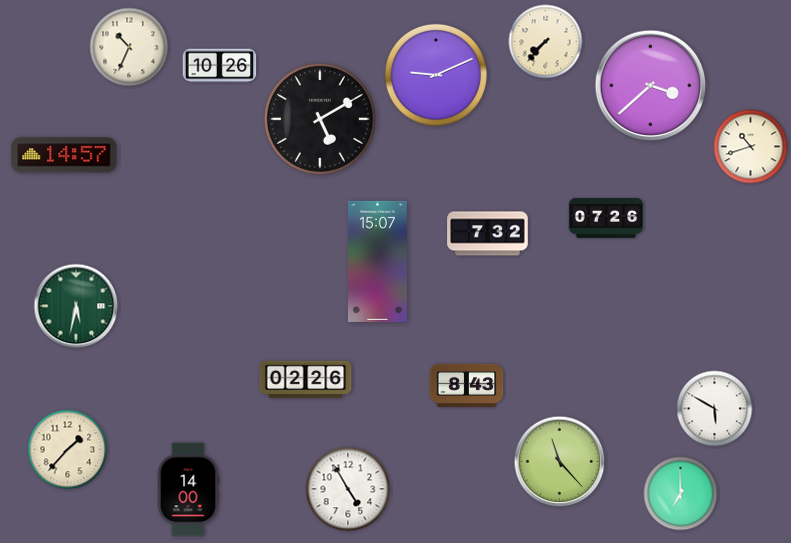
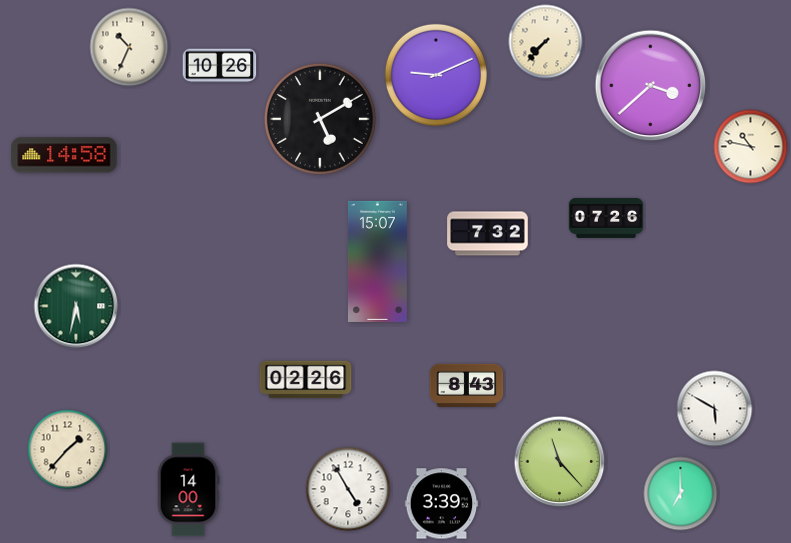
clock at (751, 147): 10:42 -> 10:47
clock at (64, 155): 14:57 -> 14:58
clock at (442, 504): none -> 3:39
